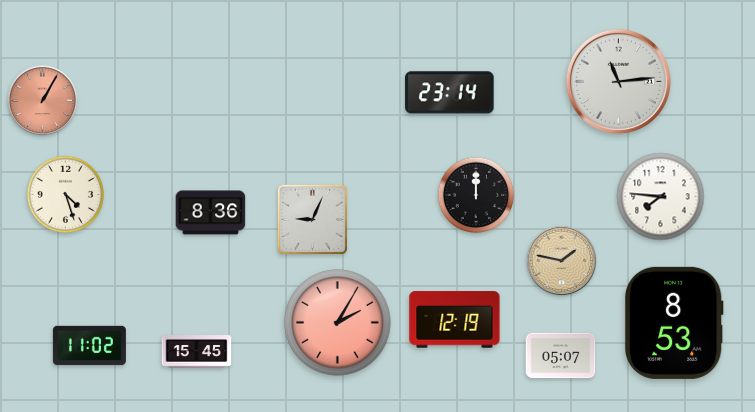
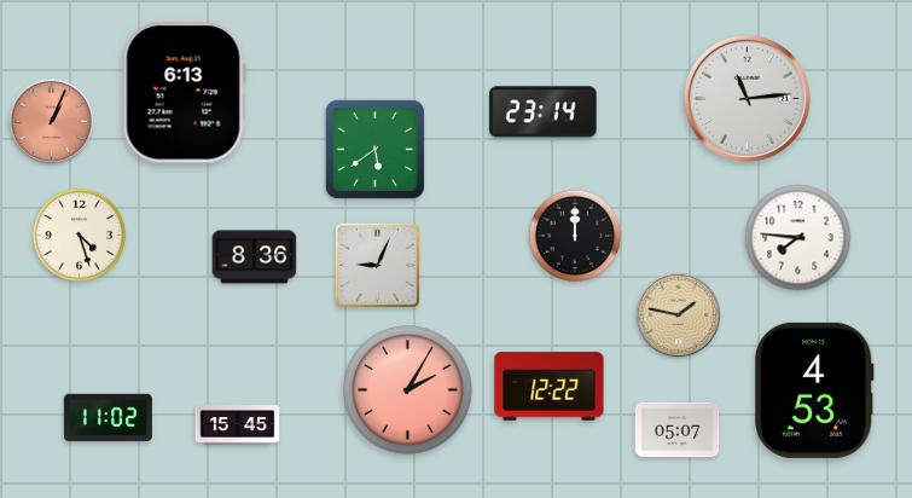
clock at (184, 93): none -> 6:13
clock at (43, 101): 1:05 -> 1:04
clock at (374, 149): none -> 5:39
clock at (455, 320): 12:19 -> 12:22
clock at (674, 323): 8:53 -> 4:53
